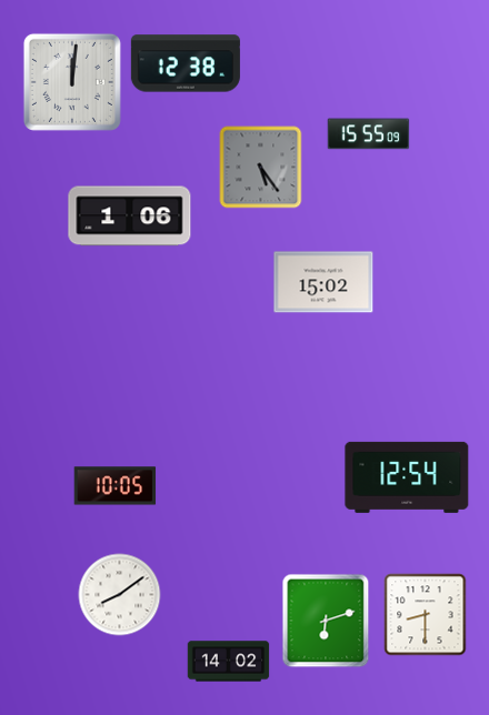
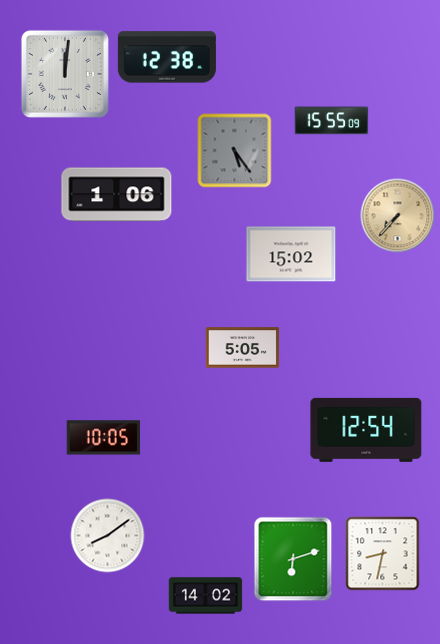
clock at (398, 216): none -> 7:37
clock at (243, 348): none -> 5:05
clock at (426, 615): 8:30 -> 8:32
